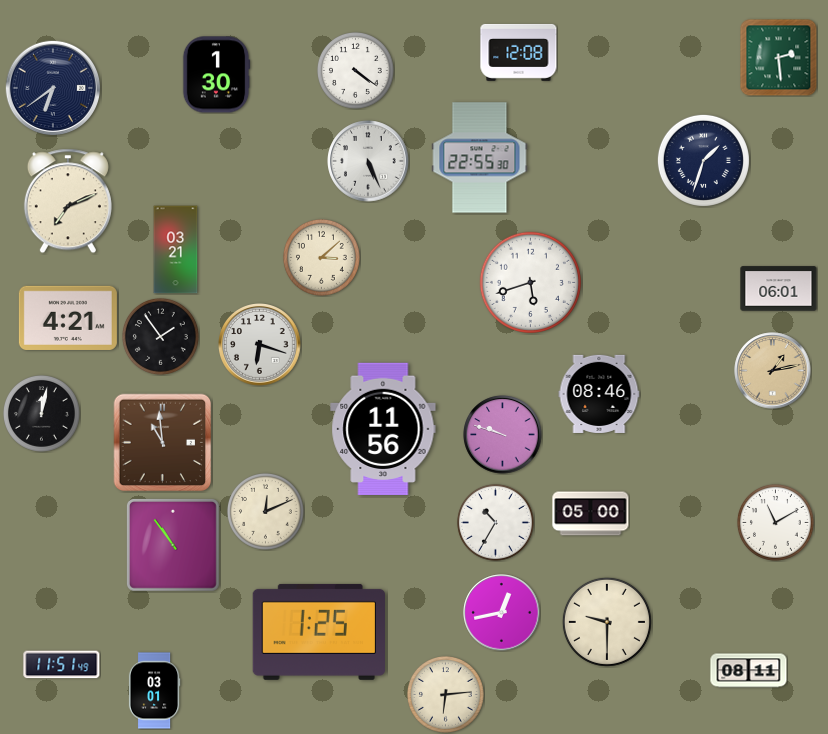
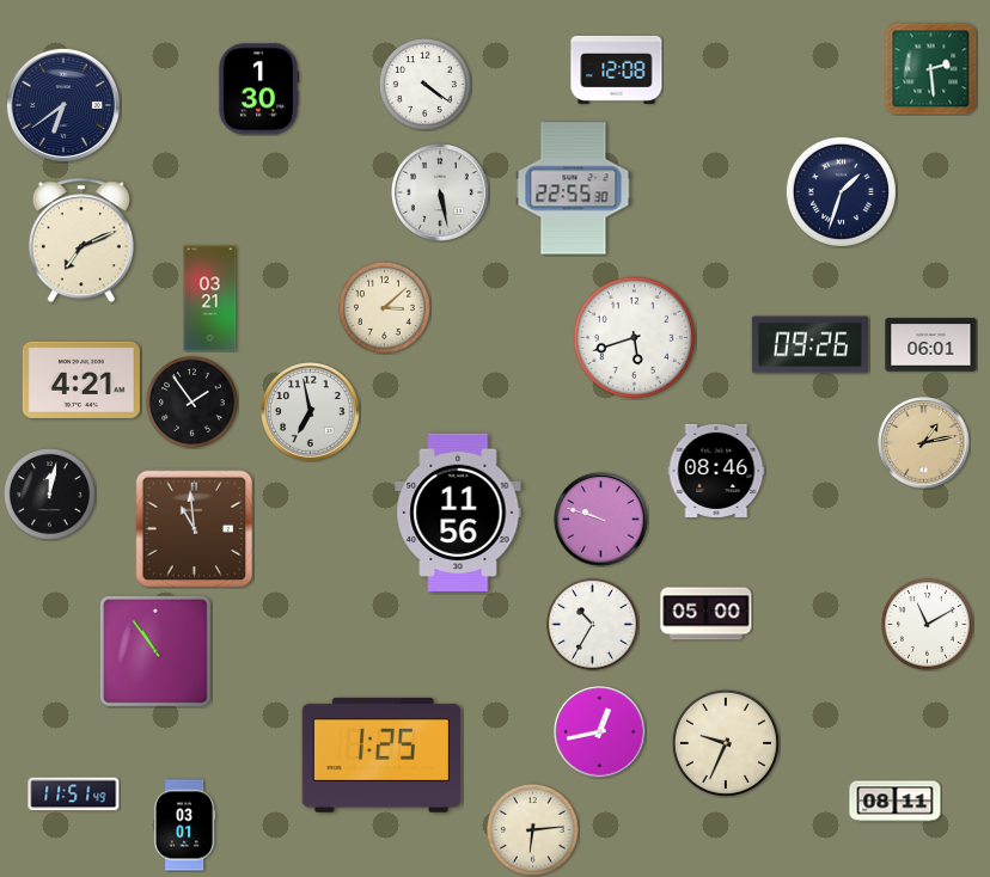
clock at (519, 52) position: (519, 52) -> (617, 69)
clock at (368, 161): 5:26 -> 5:28
clock at (809, 345): none -> 09:26
clock at (260, 345): 6:18 -> 6:58
clock at (266, 512): 12:11 -> none
clock at (174, 545) position: (174, 545) -> (157, 651)
clock at (607, 622): 9:30 -> 9:34
